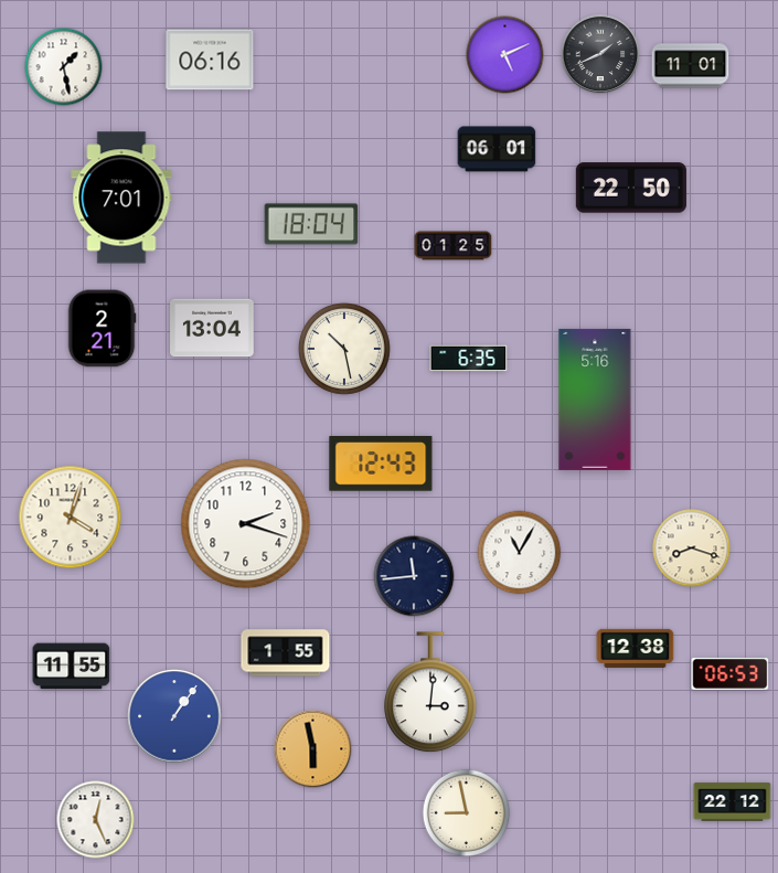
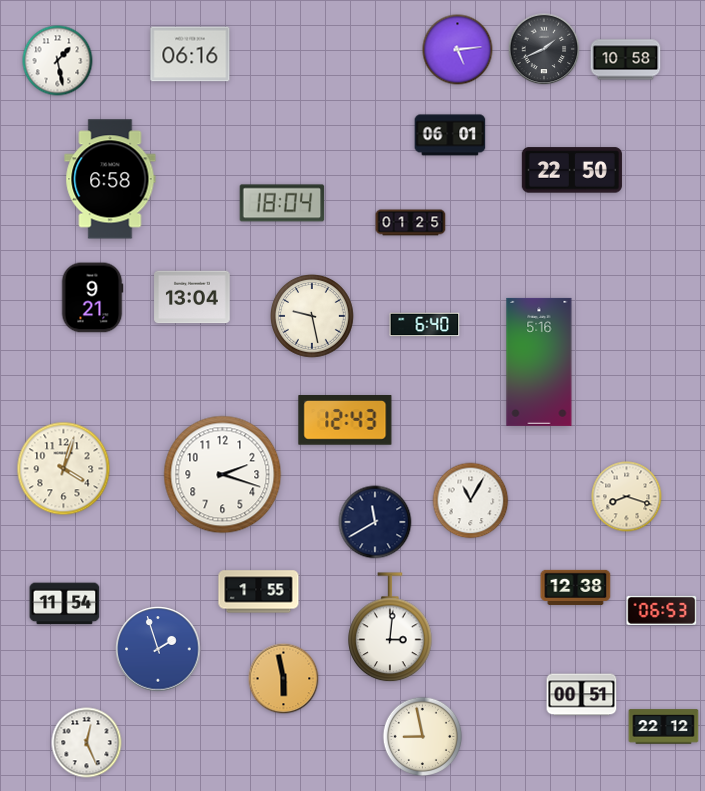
clock at (505, 55): 5:11 -> 5:14
clock at (691, 66): 11:01 -> 10:58
clock at (121, 198): 7:01 -> 6:58
clock at (102, 329): 2:21 -> 9:21
clock at (345, 350): 10:28 -> 9:28
clock at (469, 359): 6:35 -> 6:40
clock at (414, 576): 11:44 -> 11:40
clock at (72, 667): 11:55 -> 11:54
clock at (174, 716): 1:06 -> 1:57
clock at (582, 695): none -> 00:51
